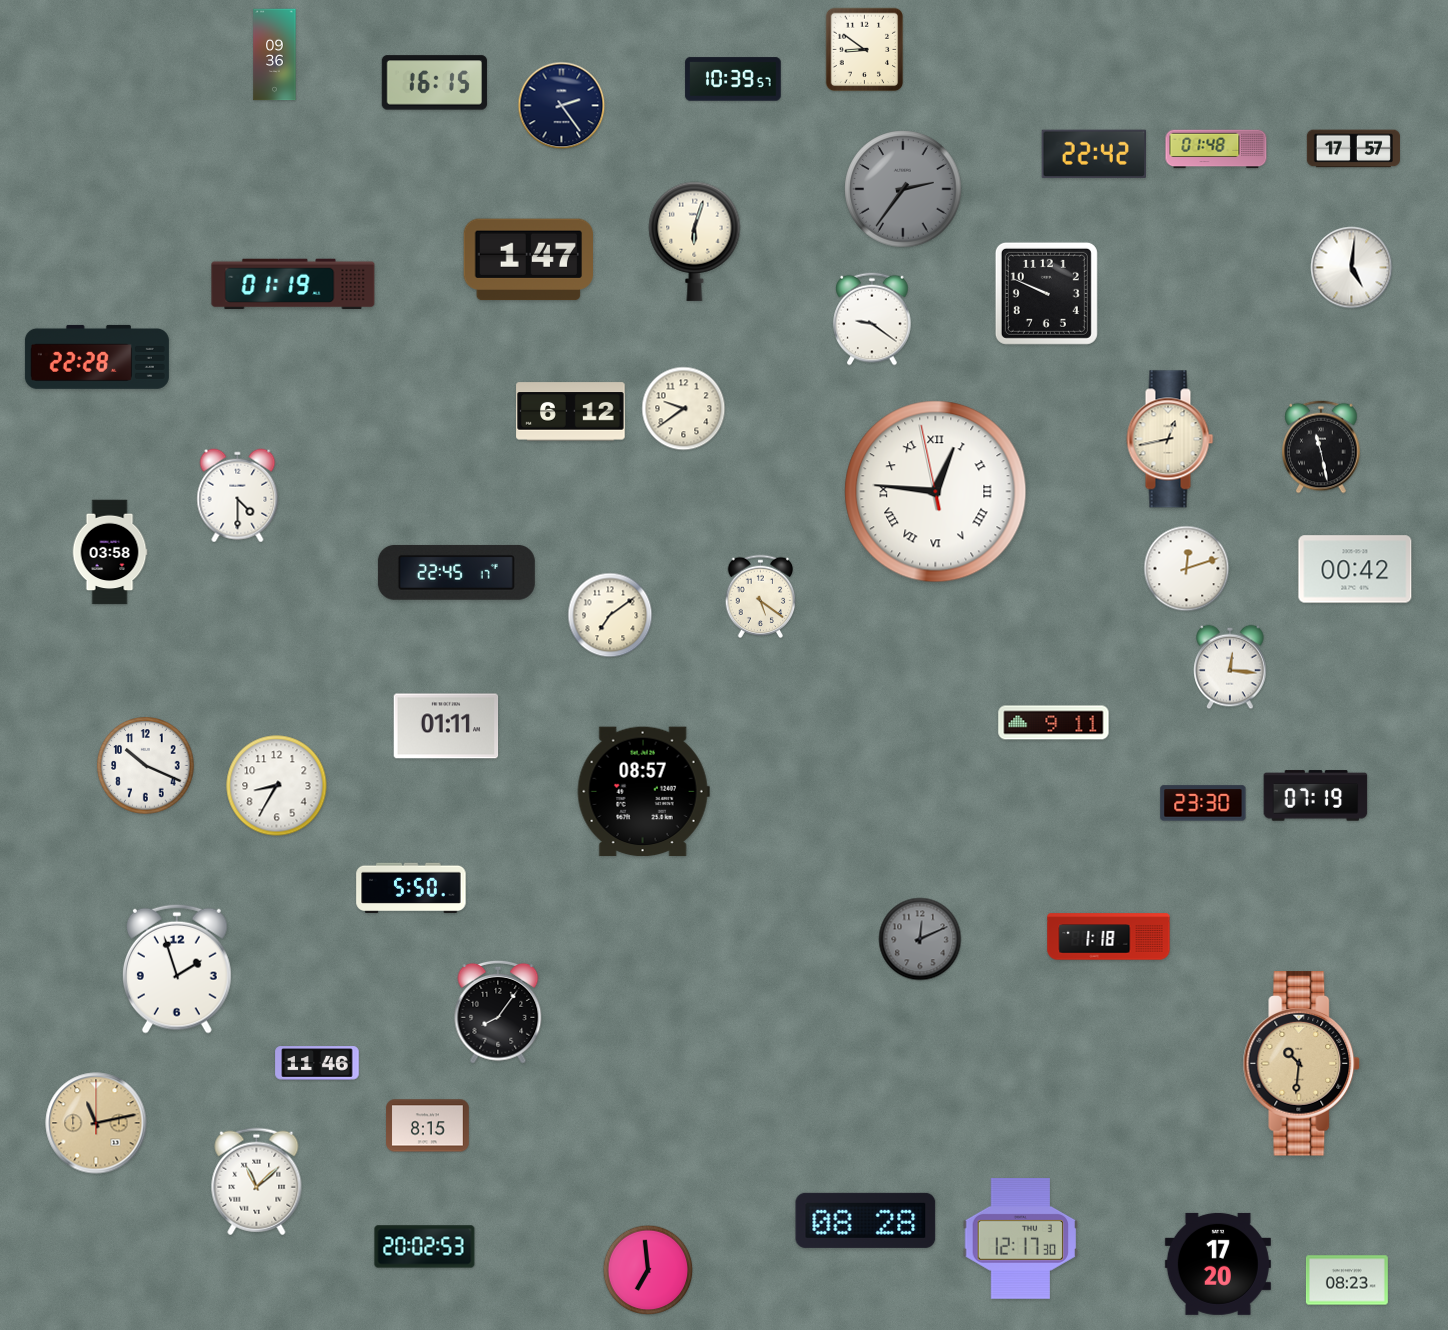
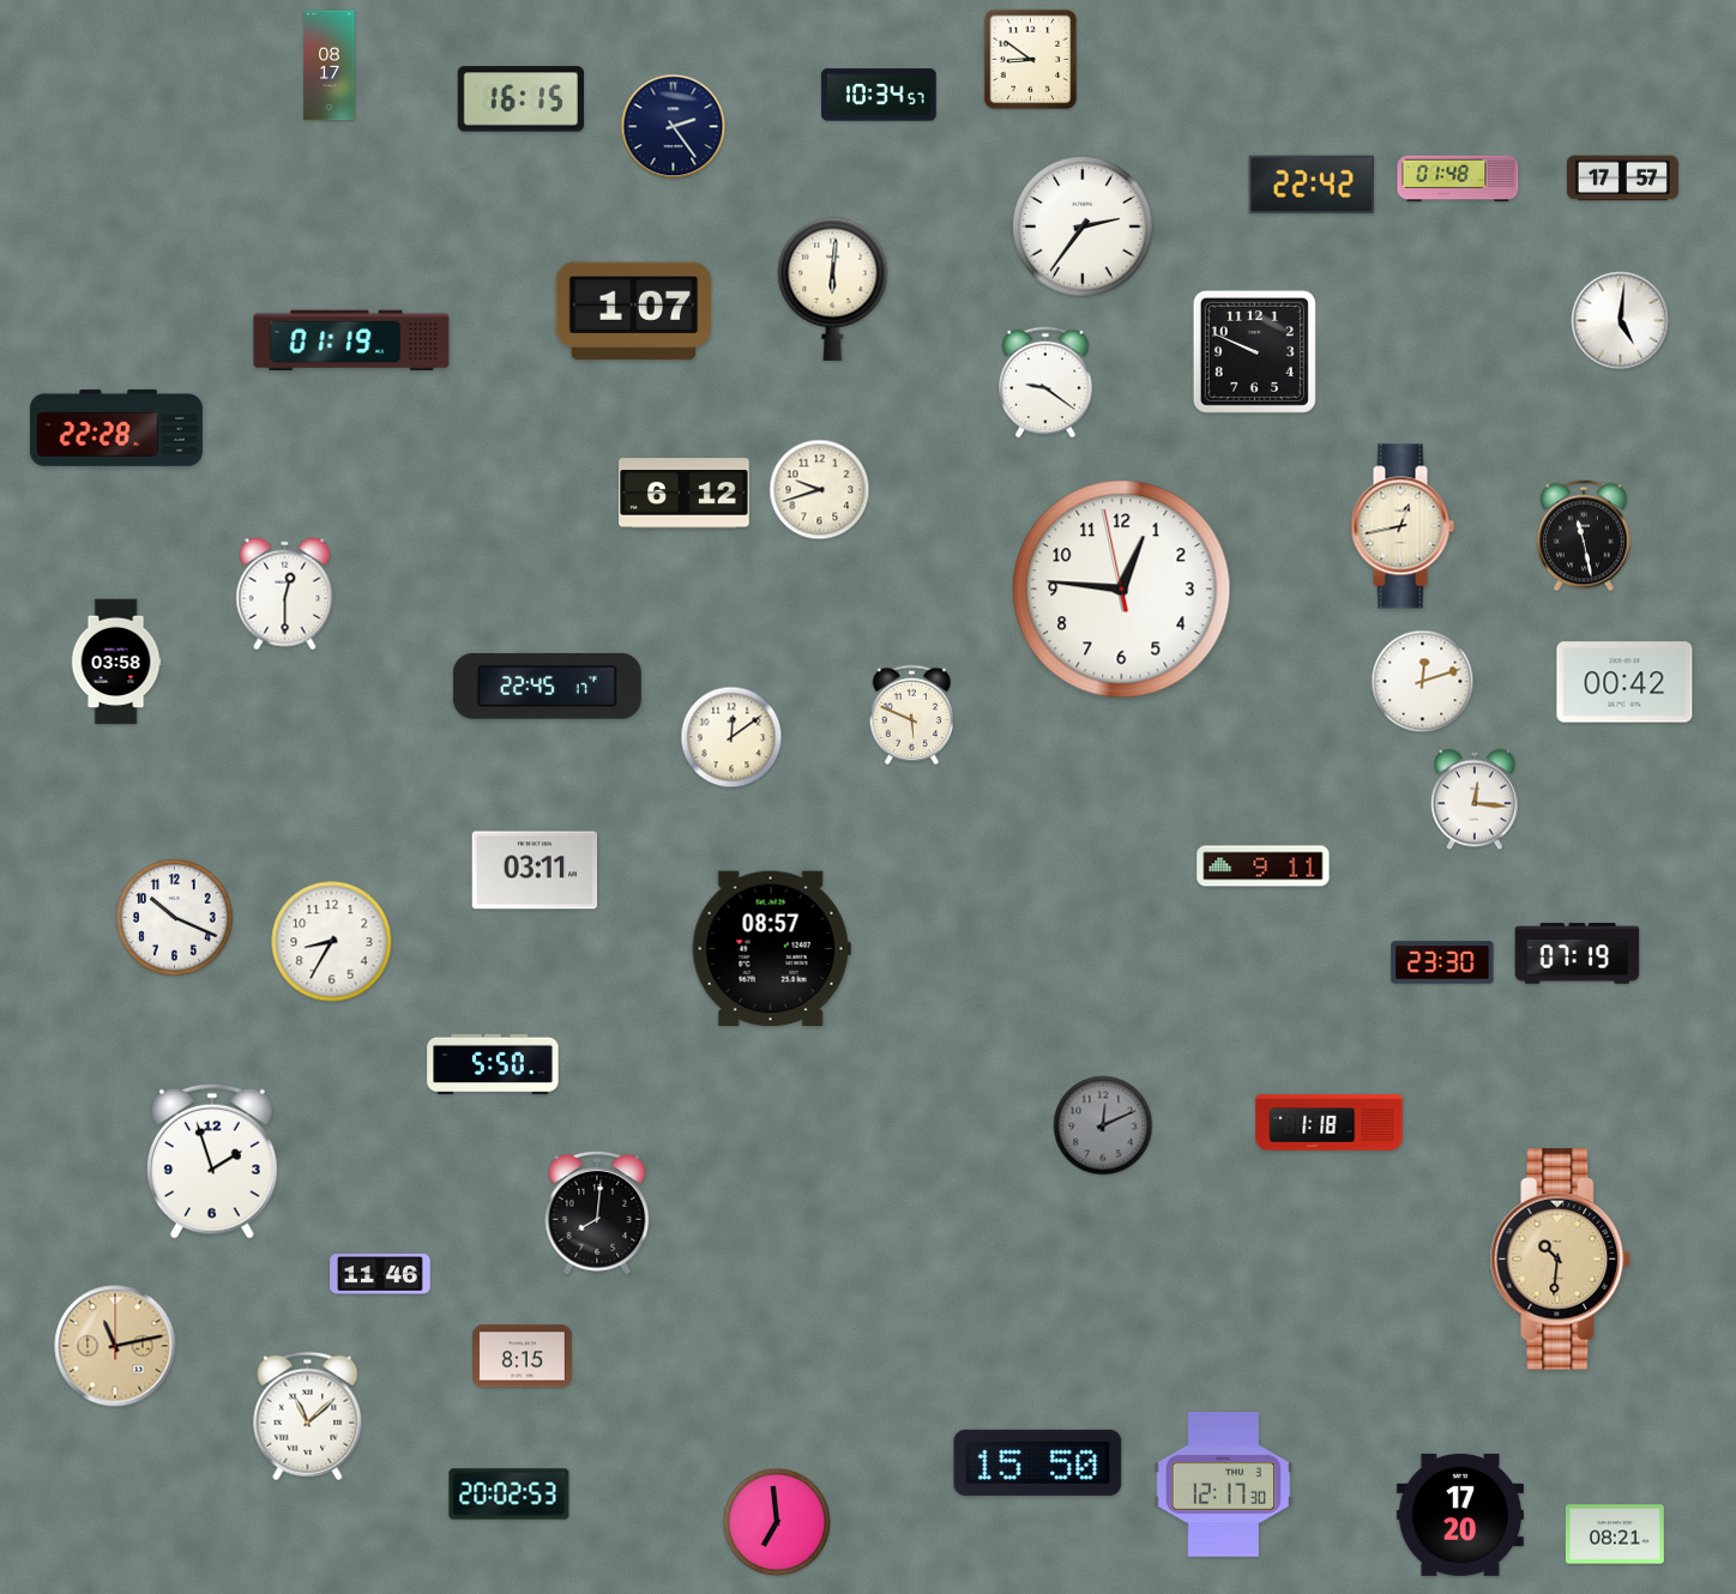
clock at (865, 50) position: (865, 50) -> (1031, 60)
clock at (275, 55): 09:36 -> 08:17
clock at (733, 79): 10:39 -> 10:34
clock at (903, 189) dial: grey -> white
clock at (695, 241): 6:03 -> 6:01
clock at (529, 260): 1:47 -> 1:07
clock at (684, 409): 9:39 -> 9:42
clock at (936, 492) numerals: Roman -> Arabic
clock at (238, 496): 4:30 -> 12:30
clock at (110, 552) position: (110, 552) -> (116, 662)
clock at (761, 597): 5:21 -> 5:49
clock at (610, 615): 7:09 -> 12:09
clock at (446, 726): 01:11 -> 03:11
clock at (498, 1012): 8:06 -> 8:01
clock at (1302, 1064) position: (1302, 1064) -> (1561, 1260)
clock at (428, 1126) position: (428, 1126) -> (523, 1357)
clock at (866, 1220): 08:28 -> 15:50
clock at (1347, 1280): 08:23 -> 08:21
